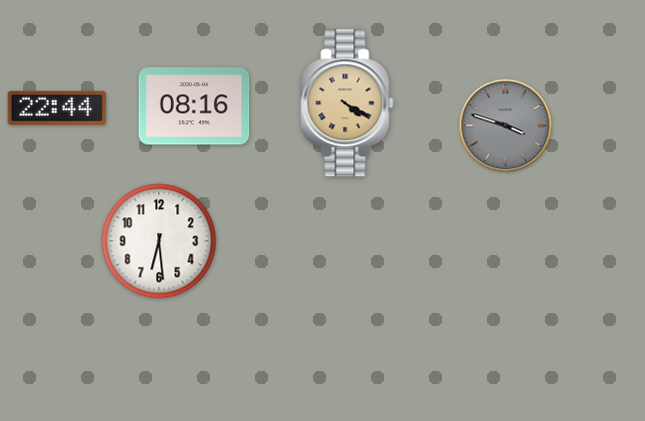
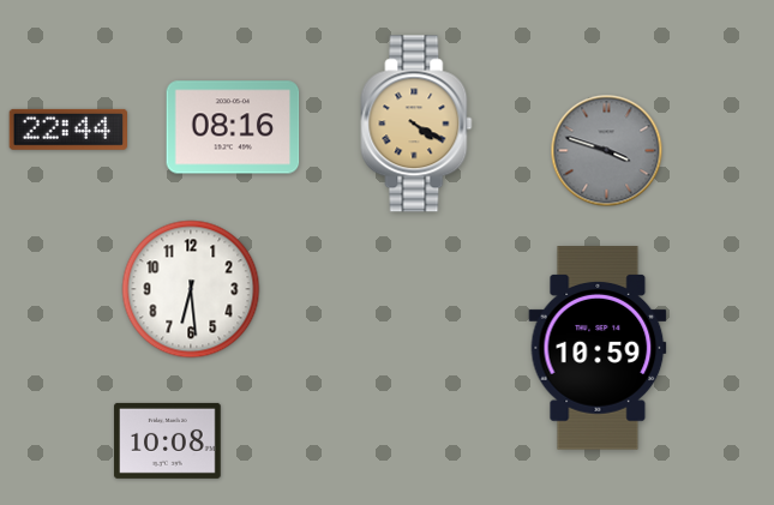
clock at (598, 348): none -> 10:59
clock at (168, 440): none -> 10:08
